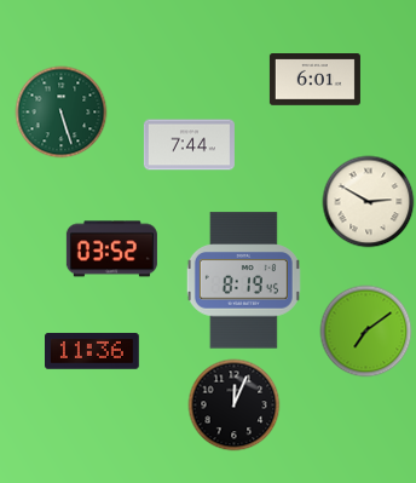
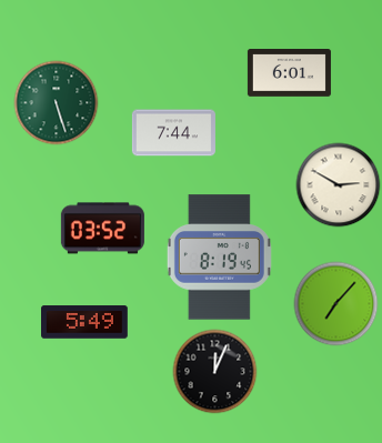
clock at (243, 281) position: (243, 281) -> (219, 258)
clock at (366, 332): 7:09 -> 7:07
clock at (93, 351): 11:36 -> 5:49
